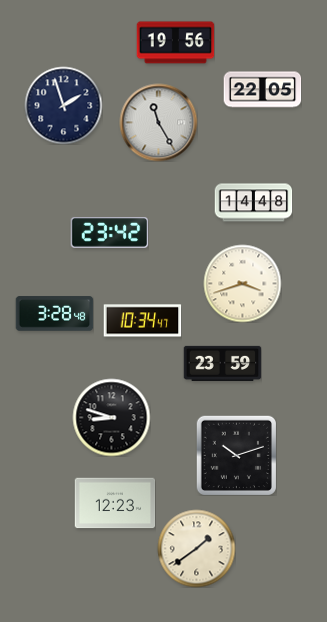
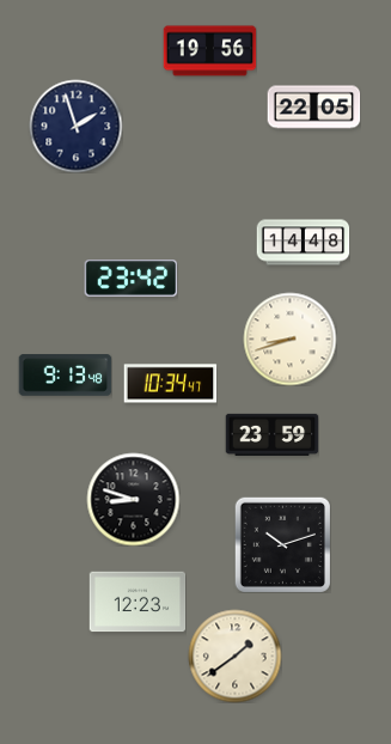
clock at (158, 122): 11:25 -> none
clock at (242, 283): 3:42 -> 8:42
clock at (54, 314): 3:28 -> 9:13
clock at (222, 363) position: (222, 363) -> (271, 434)
